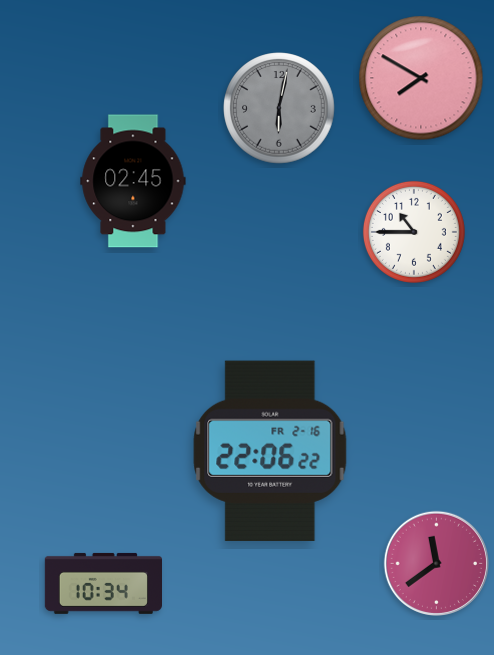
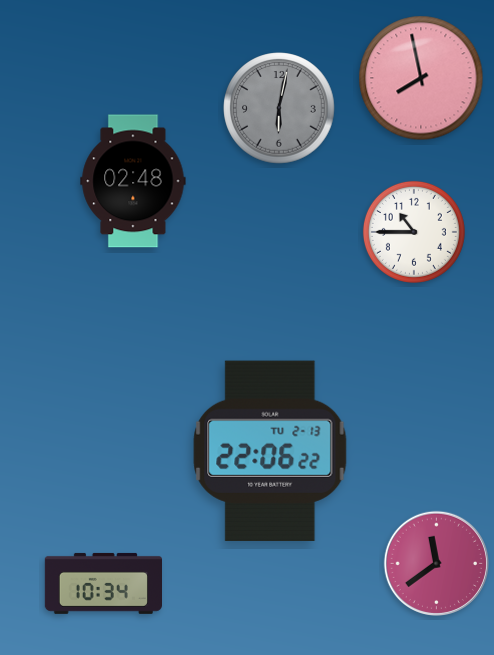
clock at (421, 78): 7:50 -> 7:58
clock at (133, 181): 02:45 -> 02:48
clock at (270, 451) date: FR 2-16 -> TU 2-13
